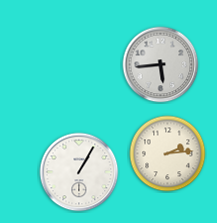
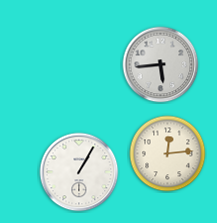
clock at (168, 154): 2:14 -> 12:14
